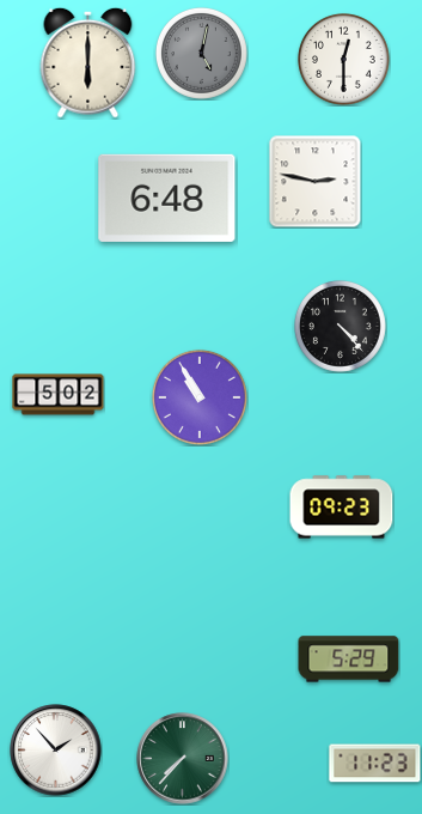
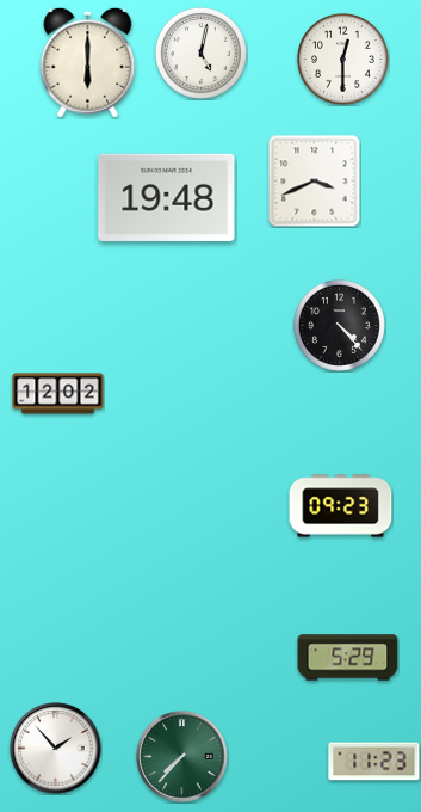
clock at (201, 53) dial: grey -> white
clock at (314, 181): 2:47 -> 3:41
clock at (167, 198): 6:48 -> 19:48
clock at (59, 395): 5:02 -> 12:02
clock at (200, 397): 10:55 -> none
